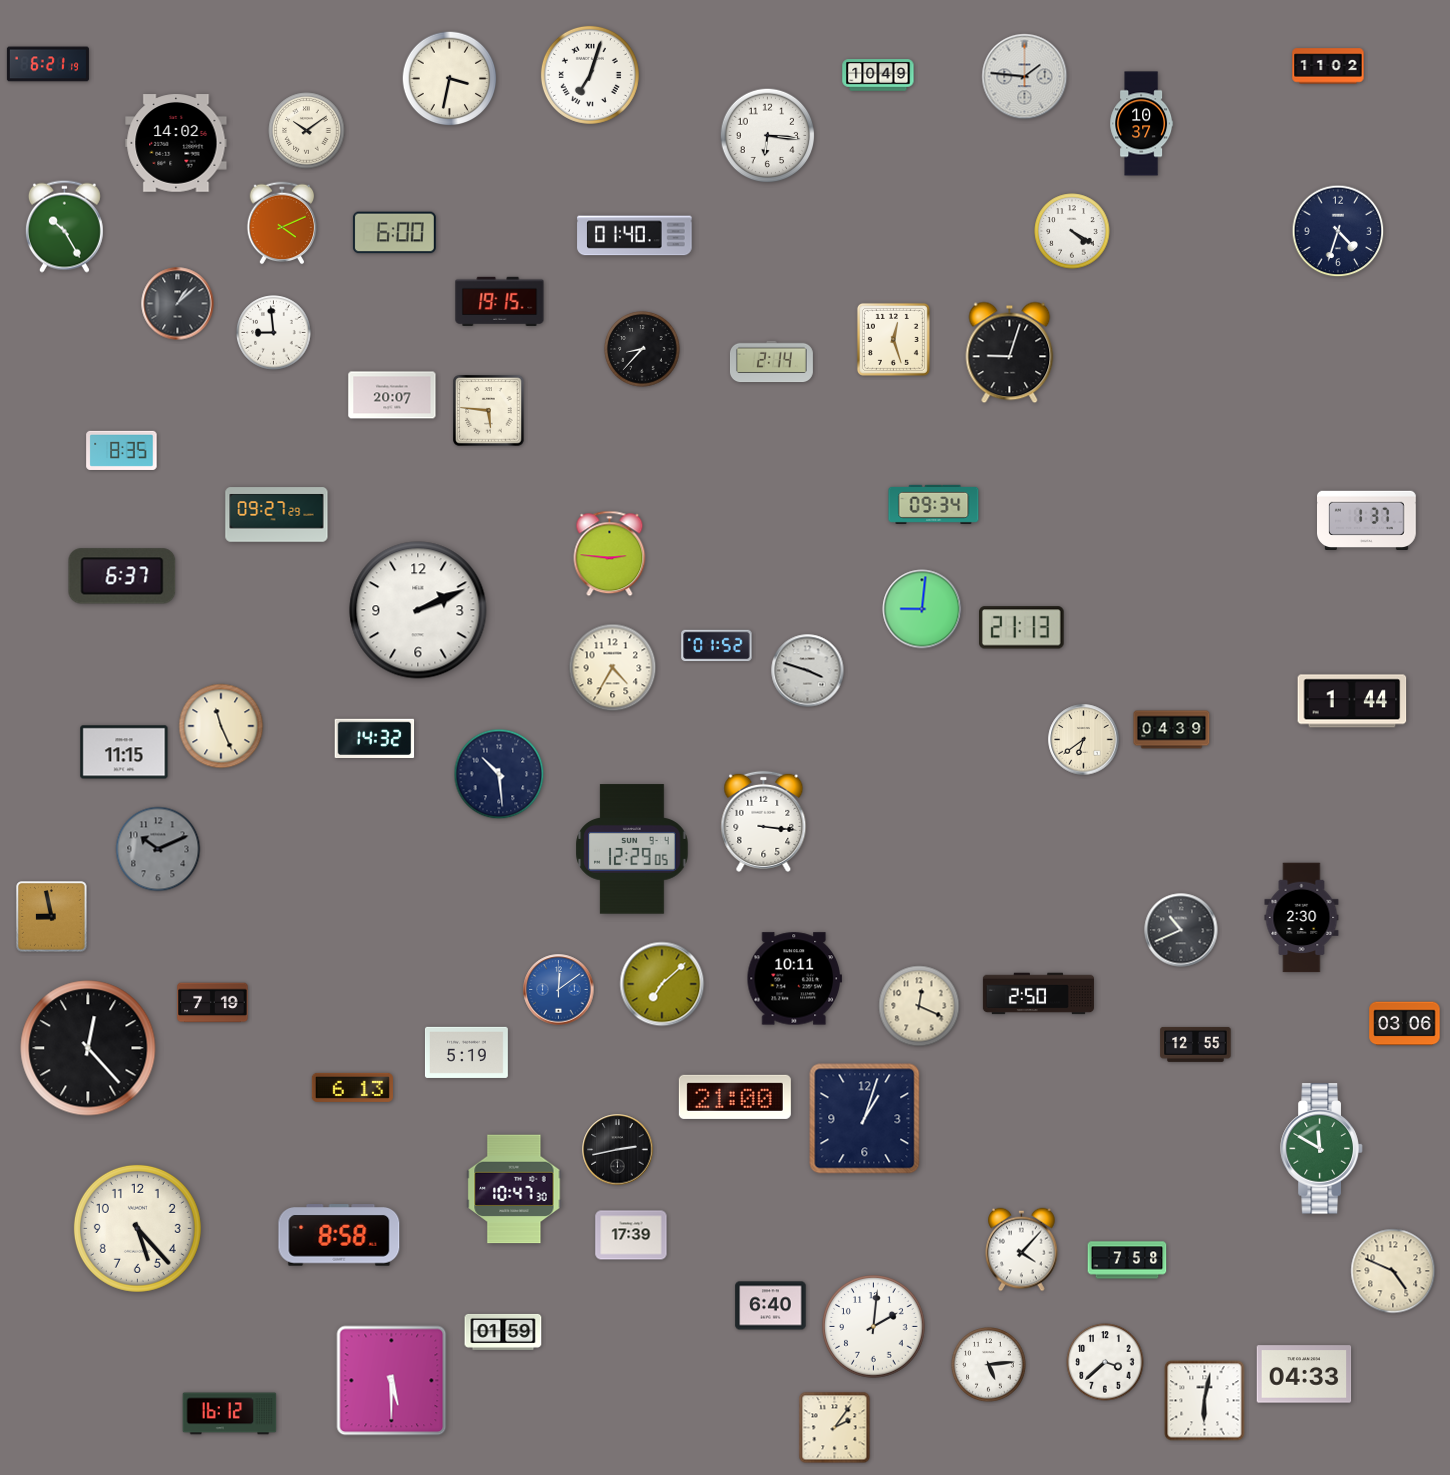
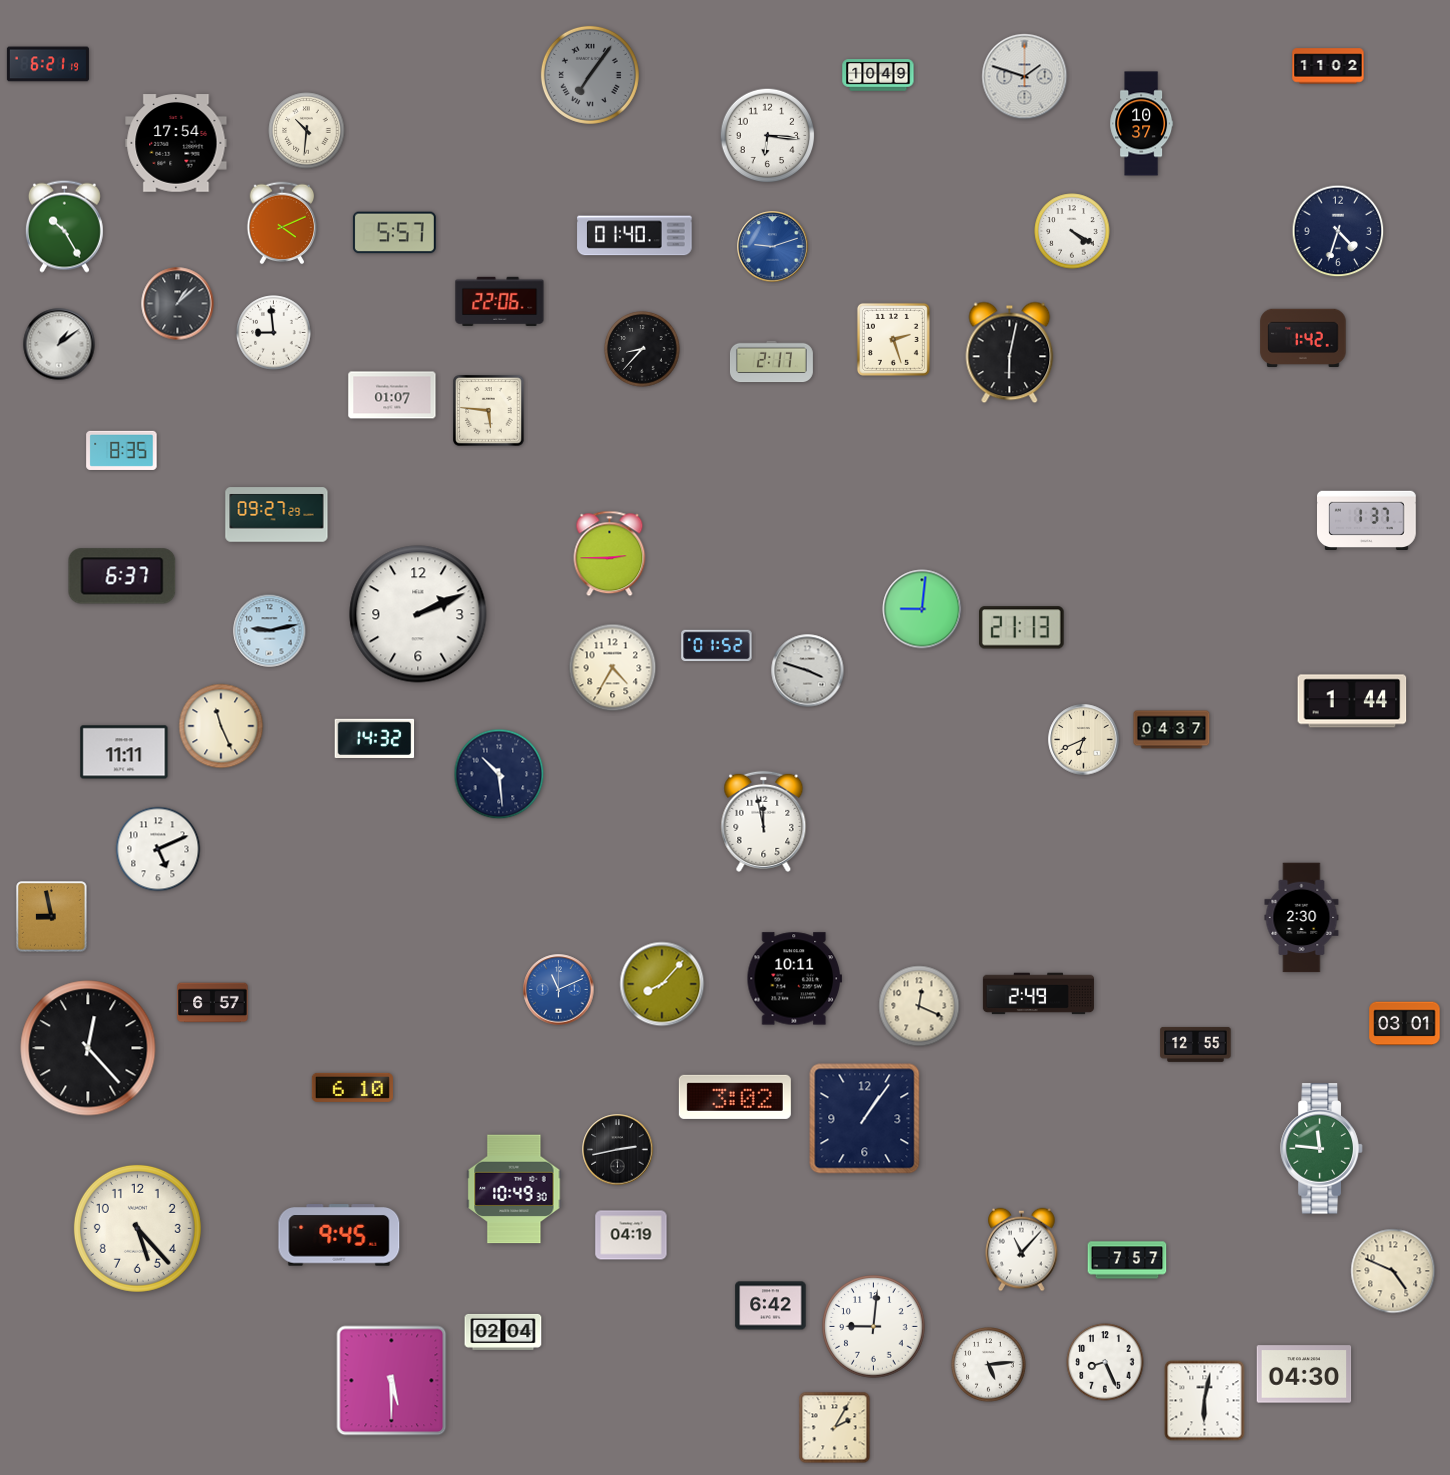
clock at (590, 75): 7:03 -> 7:06
clock at (590, 75) dial: white -> grey
clock at (1025, 77): 1:46 -> 1:48
clock at (450, 79): 3:32 -> none
clock at (307, 131): 10:09 -> 10:31
clock at (176, 143): 14:02 -> 17:54
clock at (394, 233): 6:00 -> 5:57
clock at (773, 247): none -> 9:12
clock at (500, 301): 19:15 -> 22:06
clock at (1303, 337): none -> 1:42
clock at (893, 339): 12:27 -> 2:27
clock at (59, 344): none -> 1:09
clock at (1010, 353): 9:03 -> 6:02
clock at (771, 362): 2:14 -> 2:17
clock at (392, 395): 20:07 -> 01:07
clock at (934, 504): 09:34 -> none
clock at (610, 554): 2:46 -> 2:45
clock at (418, 610) position: (418, 610) -> (418, 614)
clock at (270, 631): none -> 9:13
clock at (1172, 730): 04:39 -> 04:37
clock at (1084, 740): 6:39 -> 6:41
clock at (124, 752): 11:15 -> 11:11
clock at (764, 821): 3:16 -> 11:58
clock at (158, 849): 10:11 -> 5:11
clock at (158, 849) dial: grey -> white
clock at (632, 849): 12:29 -> none
clock at (1181, 930): 10:41 -> none
clock at (662, 984): 7:08 -> 8:07
clock at (559, 990): 12:09 -> 11:11
clock at (1038, 994): 2:50 -> 2:49
clock at (213, 1003): 7:19 -> 6:57
clock at (1405, 1024): 03:06 -> 03:01
clock at (466, 1052): 5:19 -> none
clock at (352, 1087): 6:13 -> 6:10
clock at (735, 1097): 21:00 -> 3:02
clock at (865, 1119): 1:03 -> 1:06
clock at (1322, 1149): 11:50 -> 11:46
clock at (514, 1189): 10:47 -> 10:49
clock at (339, 1235): 8:58 -> 9:45
clock at (631, 1235): 17:39 -> 04:19
clock at (1022, 1250): 4:07 -> 11:07
clock at (1127, 1260): 7:58 -> 7:57
clock at (771, 1306): 6:40 -> 6:42
clock at (874, 1327): 2:01 -> 9:01
clock at (503, 1332): 01:59 -> 02:04
clock at (1105, 1362): 3:38 -> 8:26
clock at (1304, 1374): 04:33 -> 04:30
clock at (230, 1414): 16:12 -> none
clock at (835, 1428): 2:06 -> 2:05
